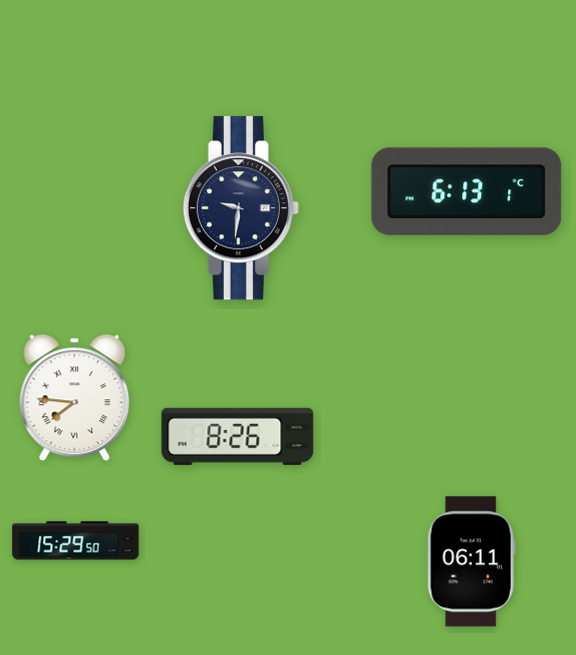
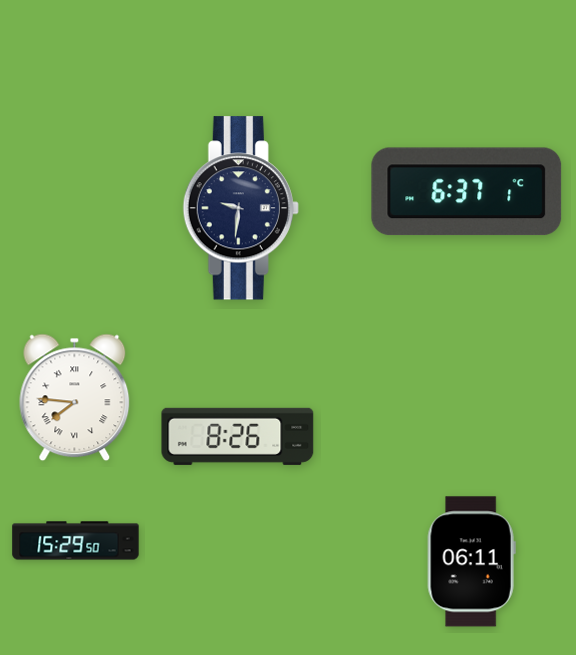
clock at (467, 192): 6:13 -> 6:37
